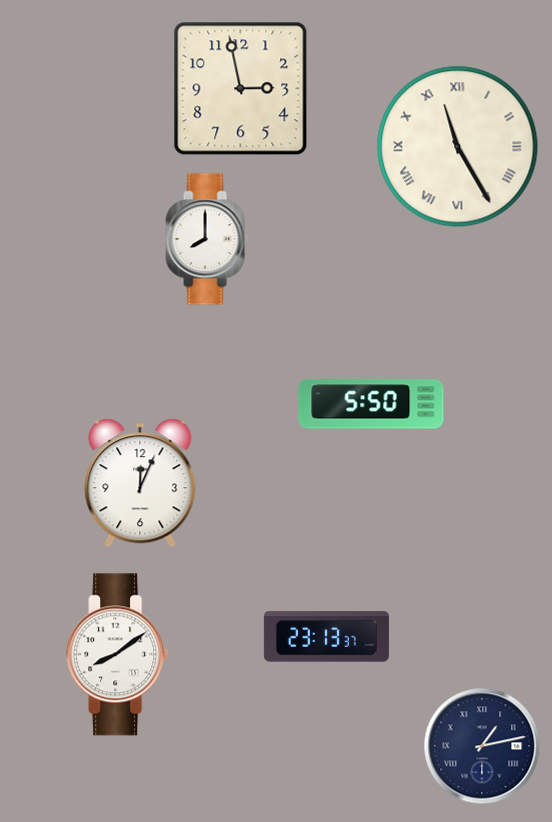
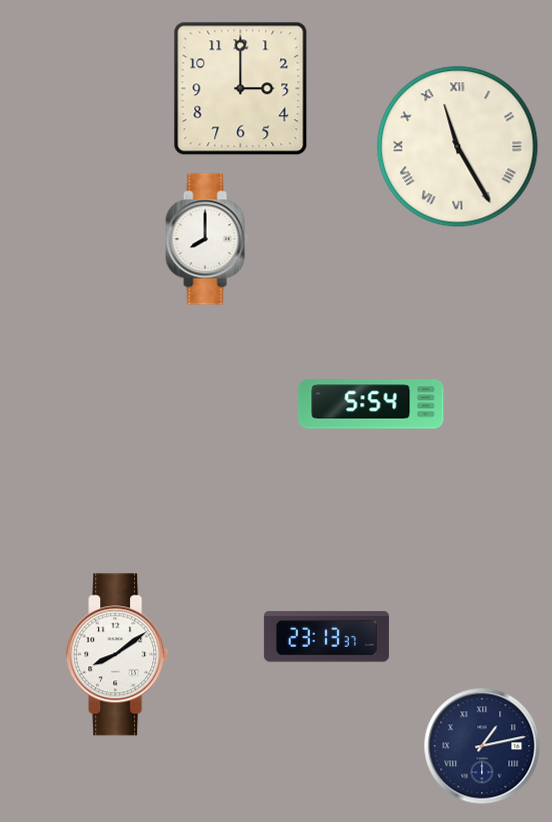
clock at (241, 89): 2:58 -> 3:00
clock at (371, 404): 5:50 -> 5:54
clock at (140, 483): 12:04 -> none
